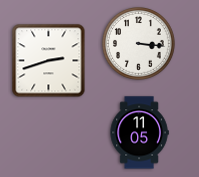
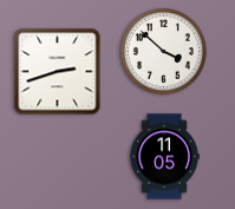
clock at (139, 44): 3:16 -> 3:52
